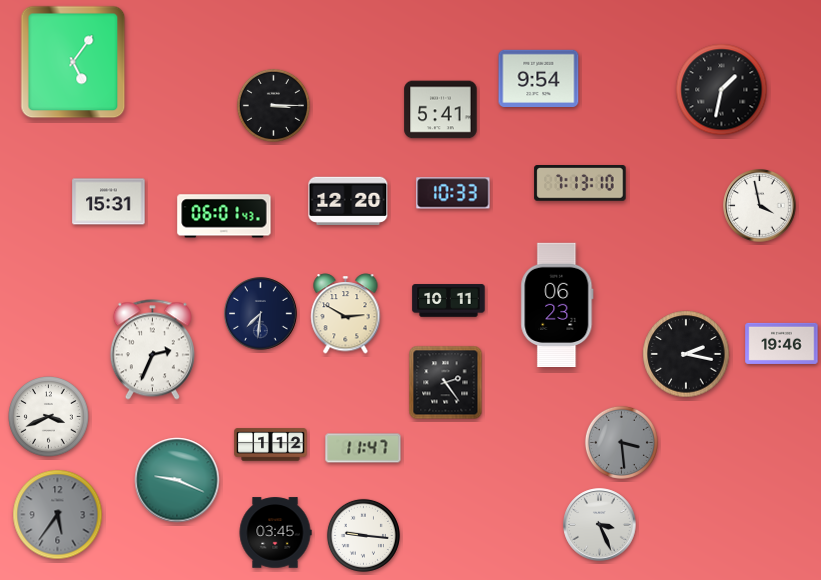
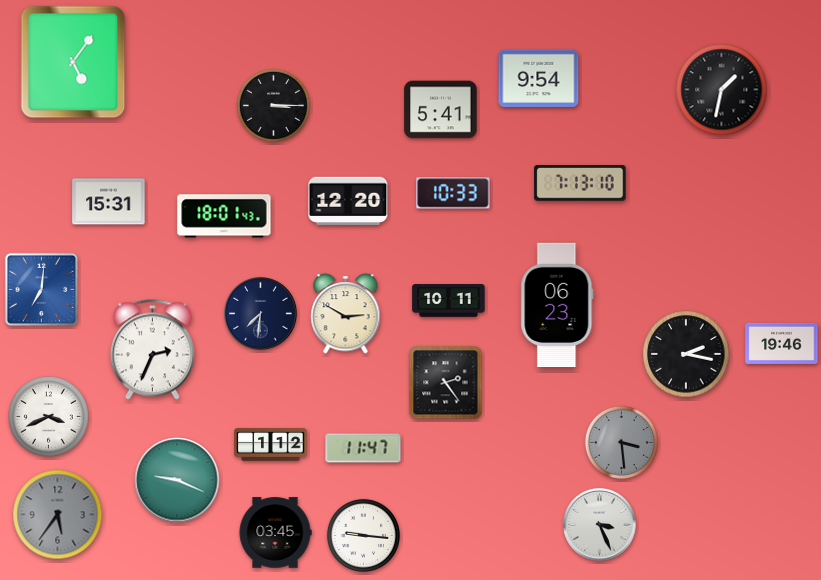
clock at (760, 206): 3:58 -> none
clock at (224, 216): 06:01 -> 18:01
clock at (42, 290): none -> 7:01
